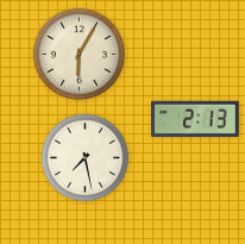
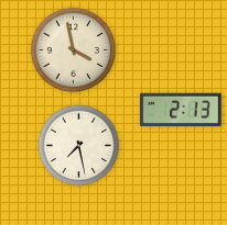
clock at (80, 55): 6:05 -> 3:58
